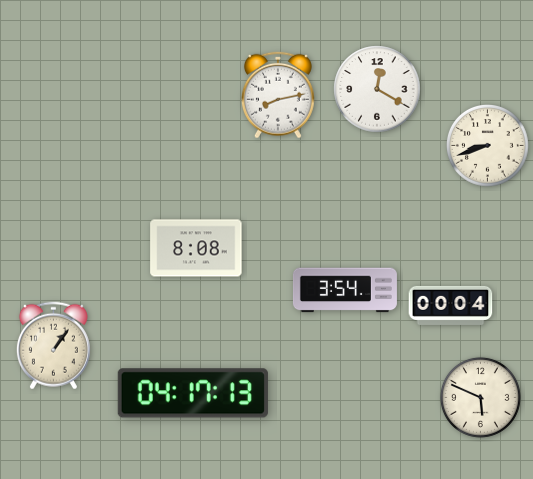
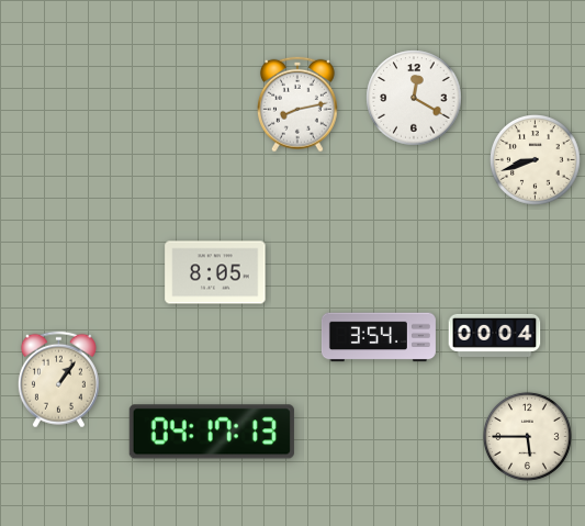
clock at (278, 95) position: (278, 95) -> (297, 104)
clock at (196, 248): 8:08 -> 8:05
clock at (345, 290) position: (345, 290) -> (379, 337)
clock at (480, 397): 5:49 -> 5:45
